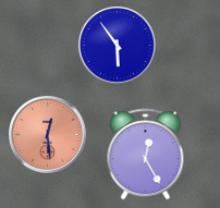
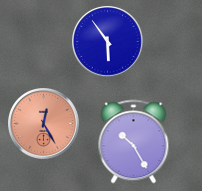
clock at (48, 135): 12:29 -> 12:25
clock at (146, 155): 12:25 -> 10:25
